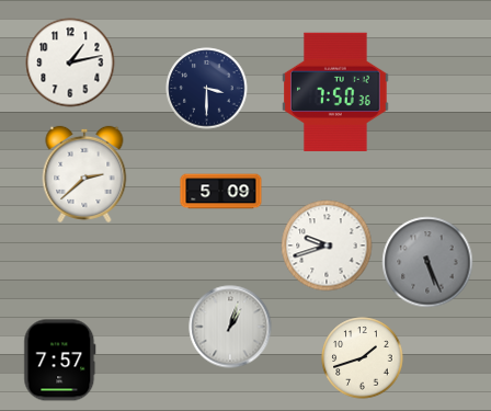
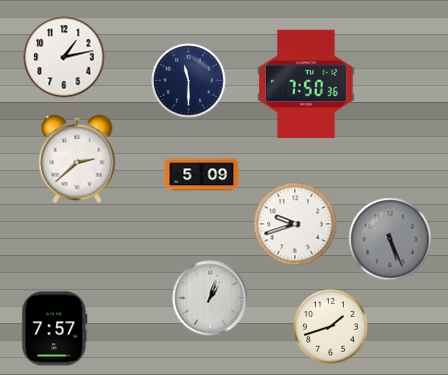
clock at (207, 89): 3:30 -> 11:30
clock at (327, 246) position: (327, 246) -> (295, 224)
